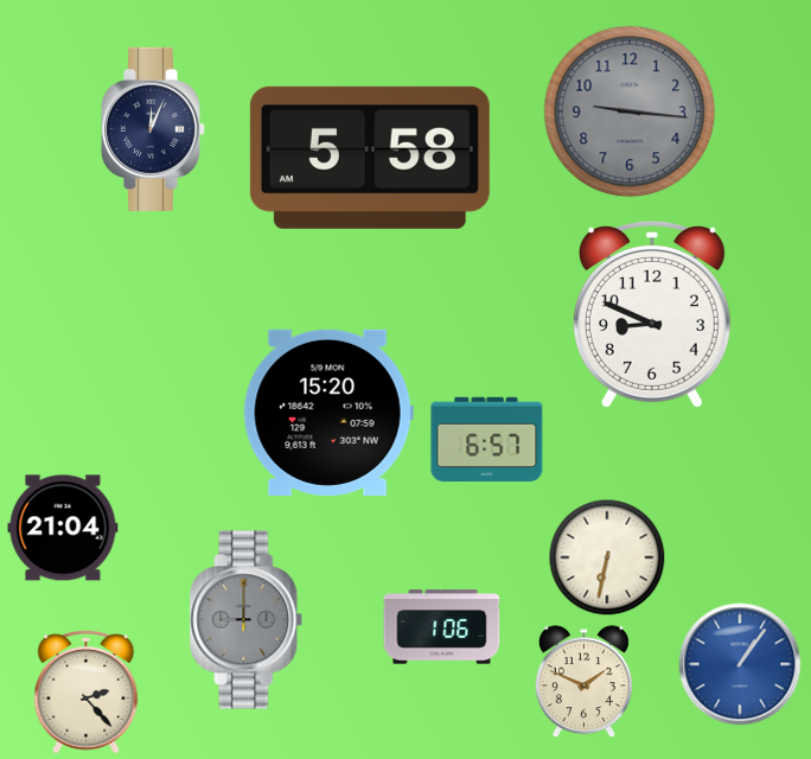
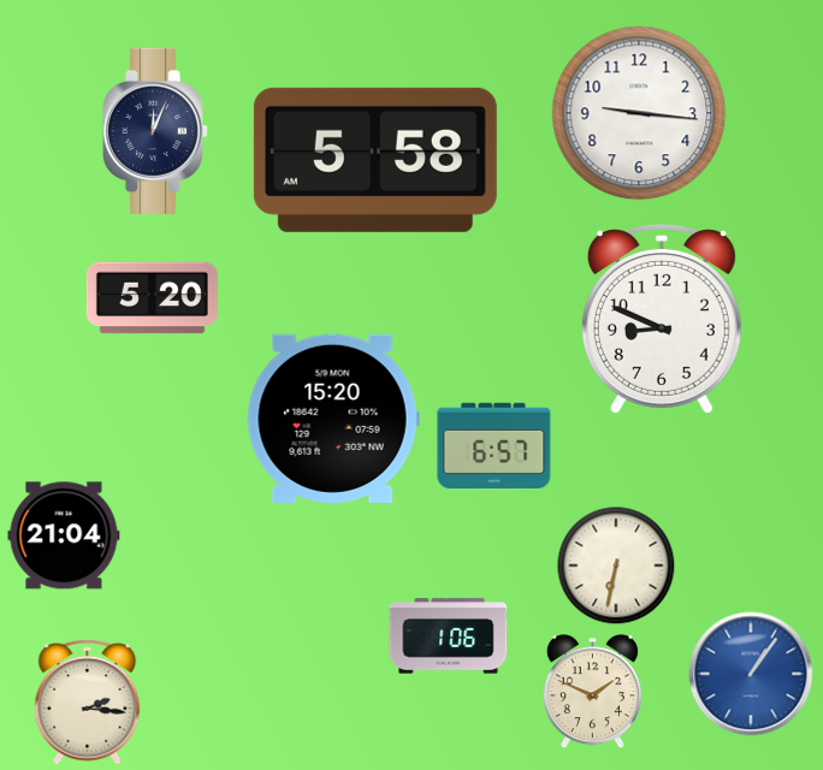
clock at (630, 111) dial: grey -> white
clock at (152, 298): none -> 5:20
clock at (247, 620): 9:00 -> none
clock at (87, 691): 2:23 -> 2:16
